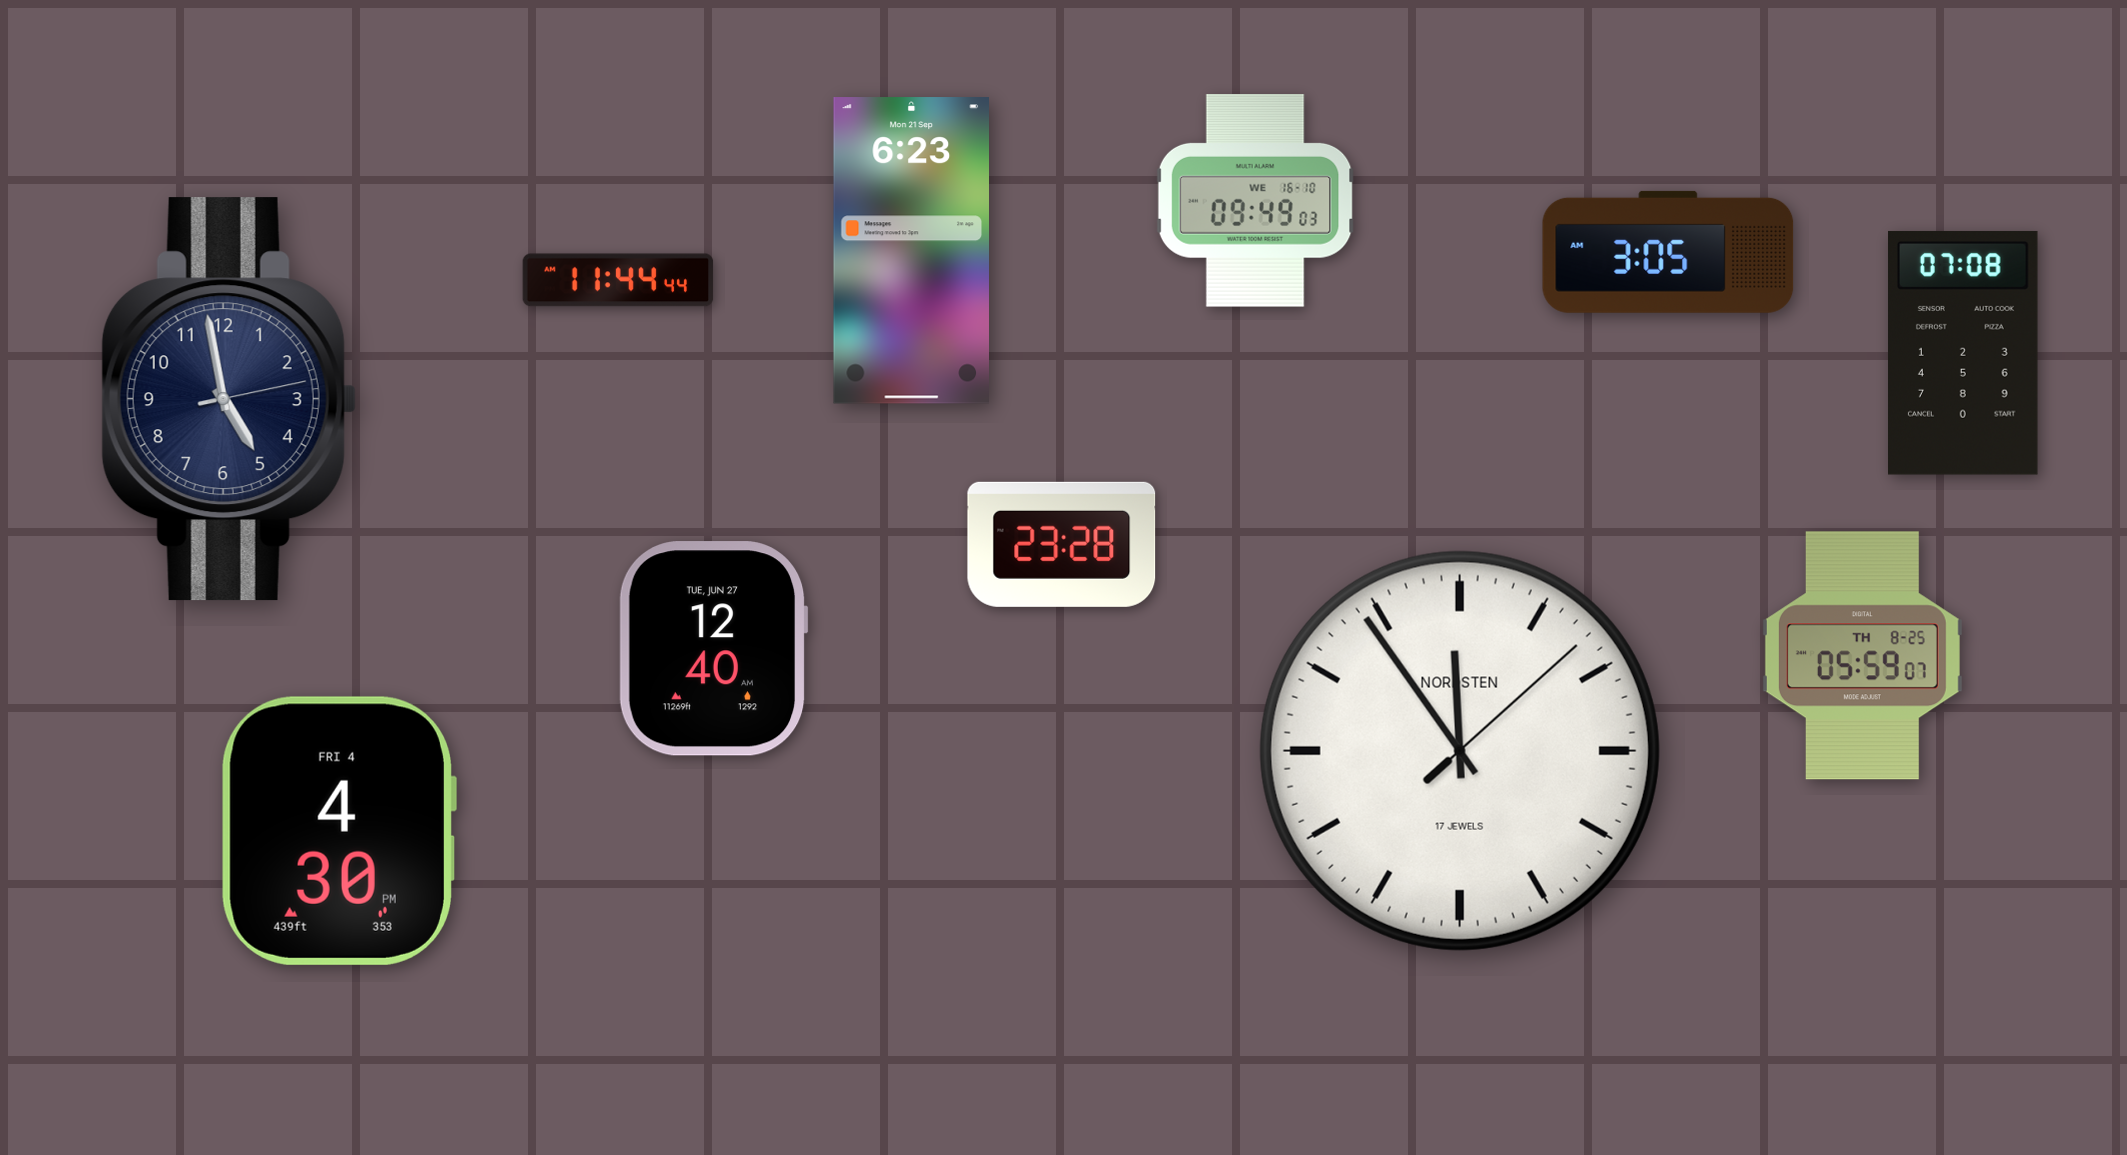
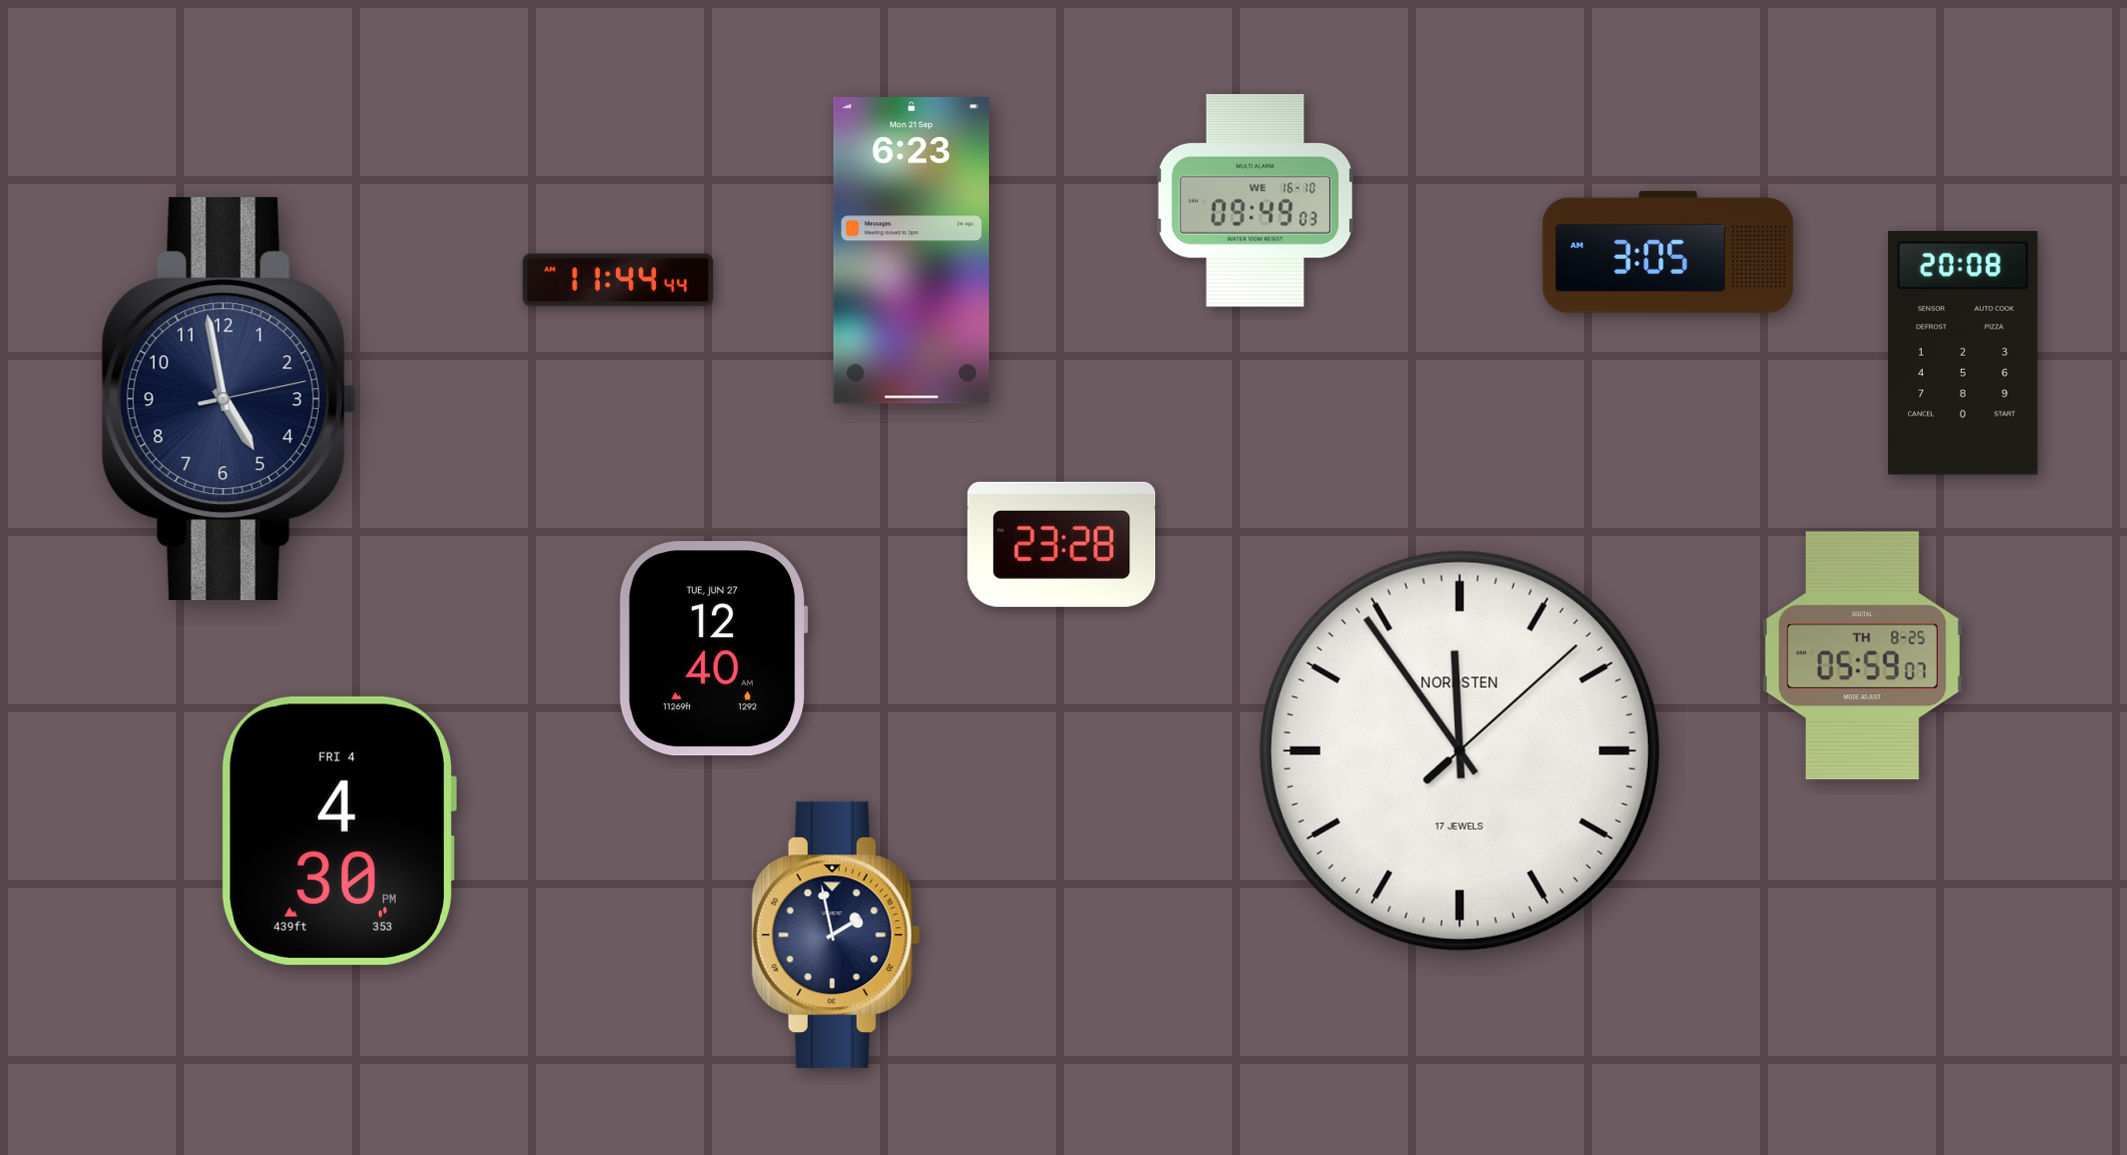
clock at (1964, 353): 07:08 -> 20:08
clock at (836, 935): none -> 1:58
